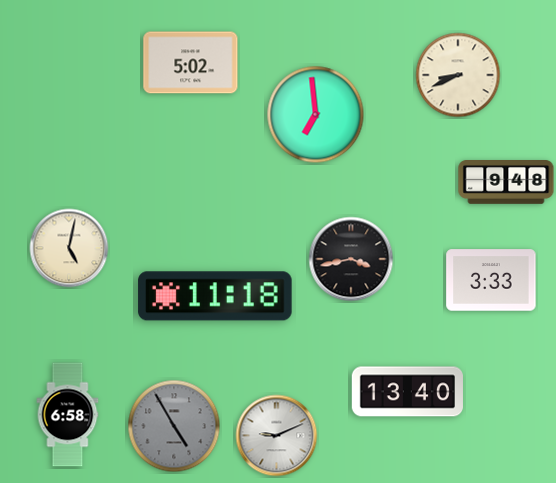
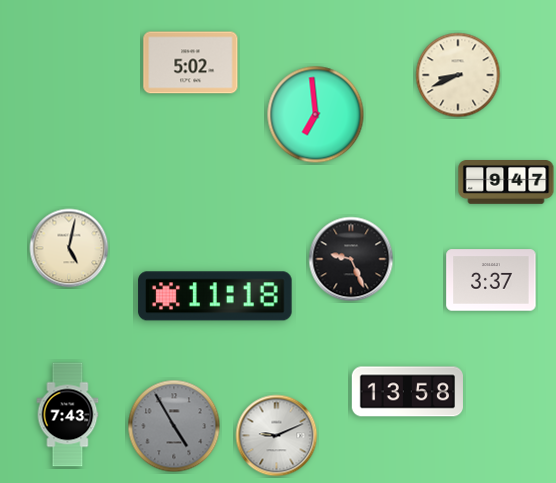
clock at (506, 183): 9:48 -> 9:47
clock at (351, 259): 3:43 -> 9:26
clock at (491, 280): 3:33 -> 3:37
clock at (407, 392): 13:40 -> 13:58
clock at (68, 415): 6:58 -> 7:43
